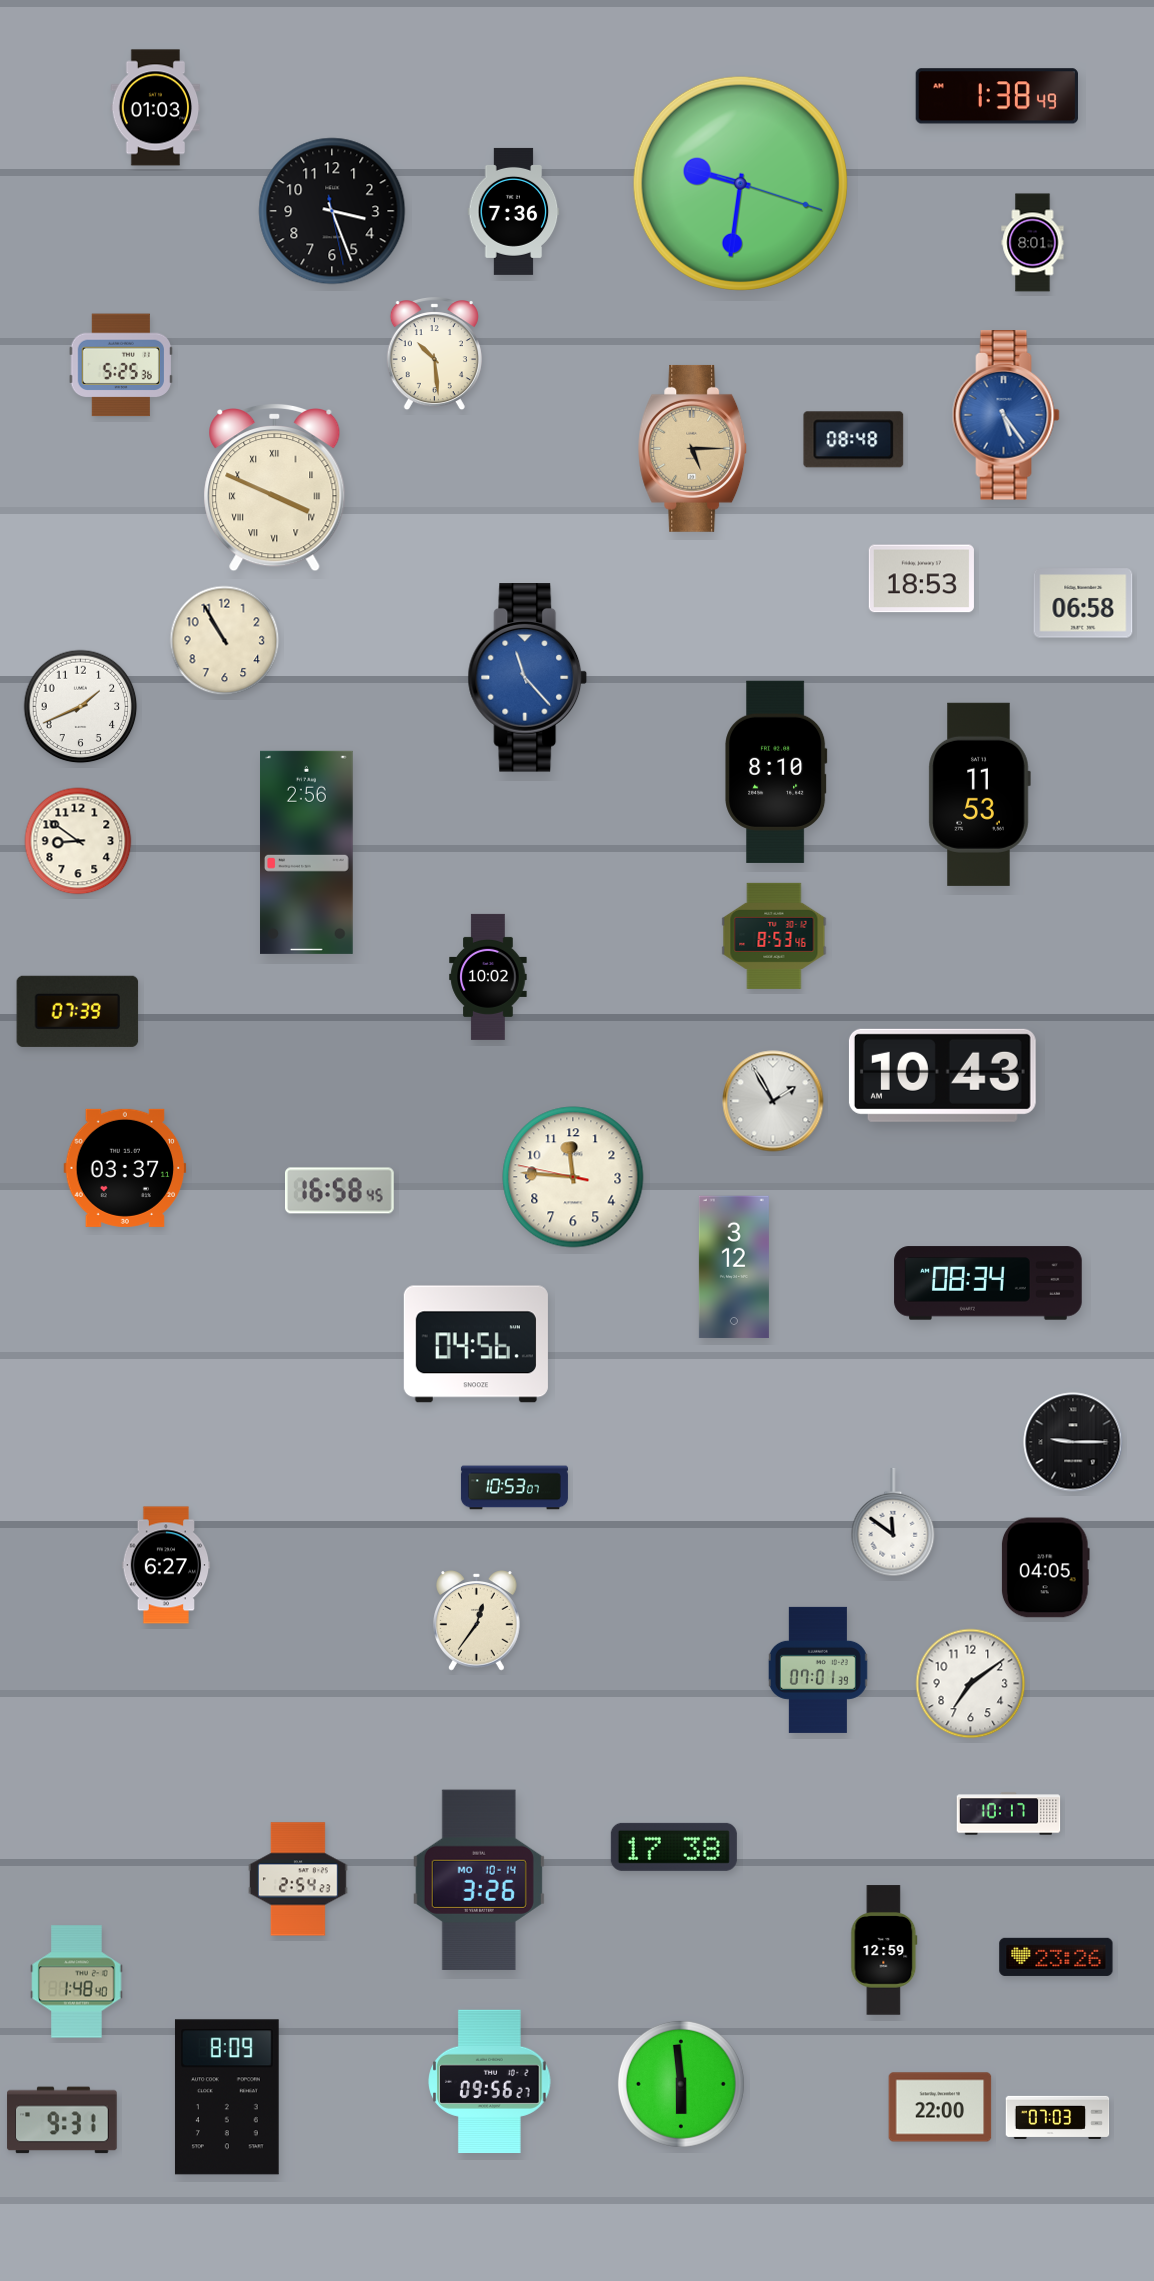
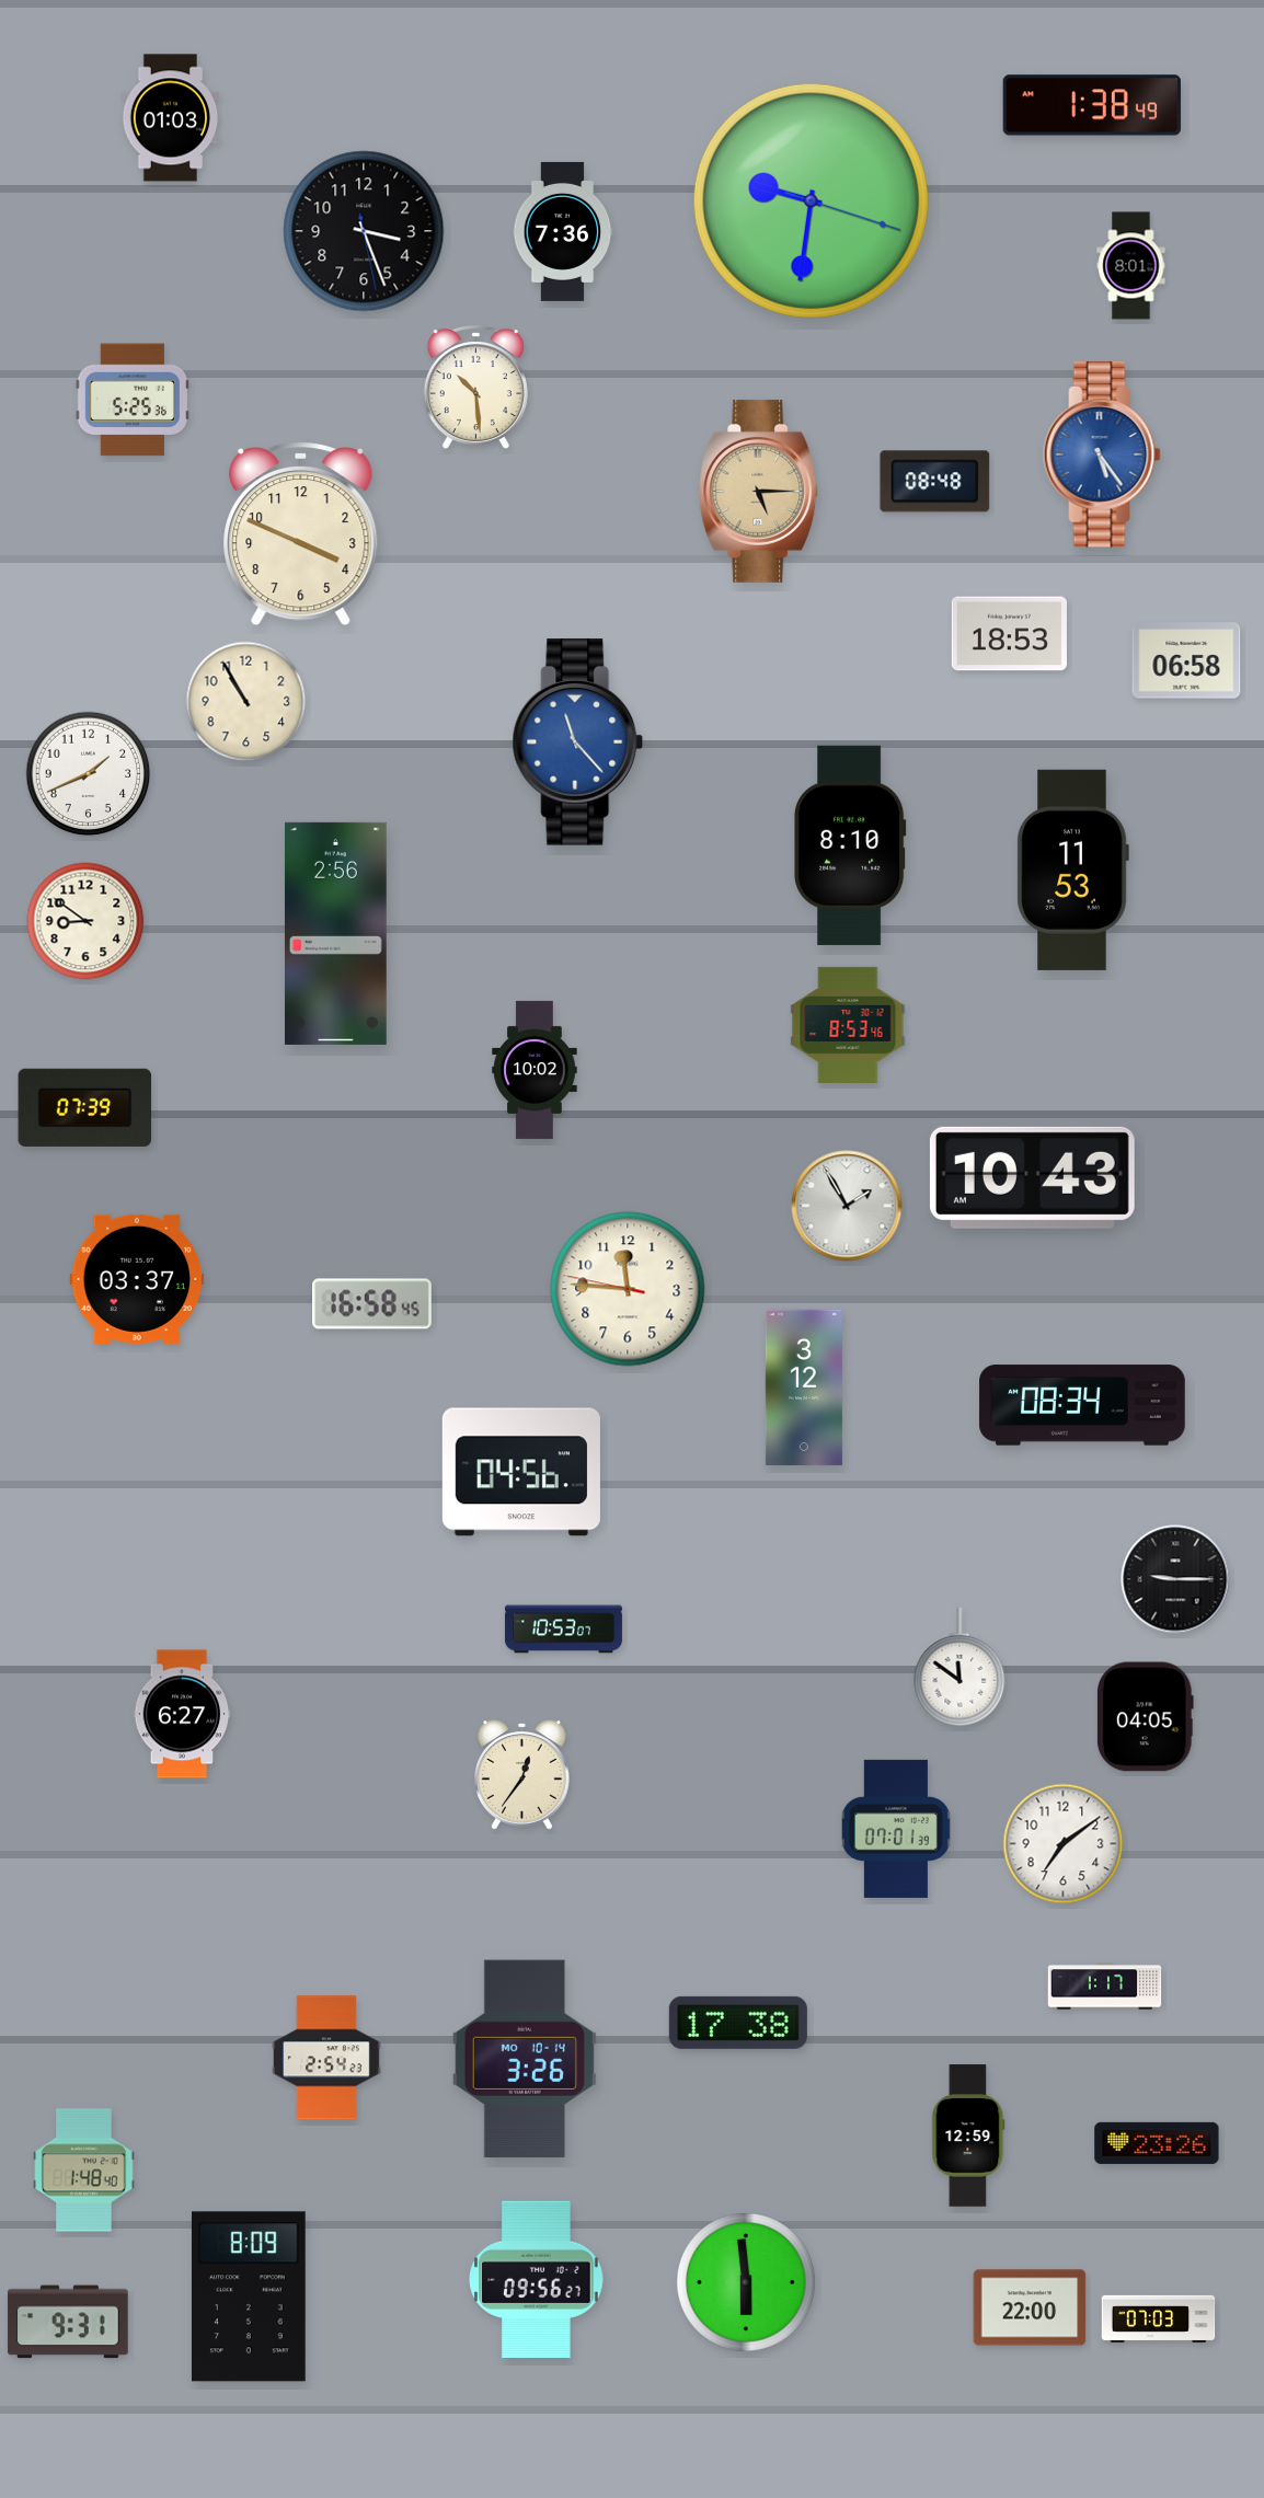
clock at (275, 487) numerals: Roman -> Arabic
clock at (893, 1522) position: (893, 1522) -> (960, 1667)
clock at (1009, 1814): 10:17 -> 1:17
